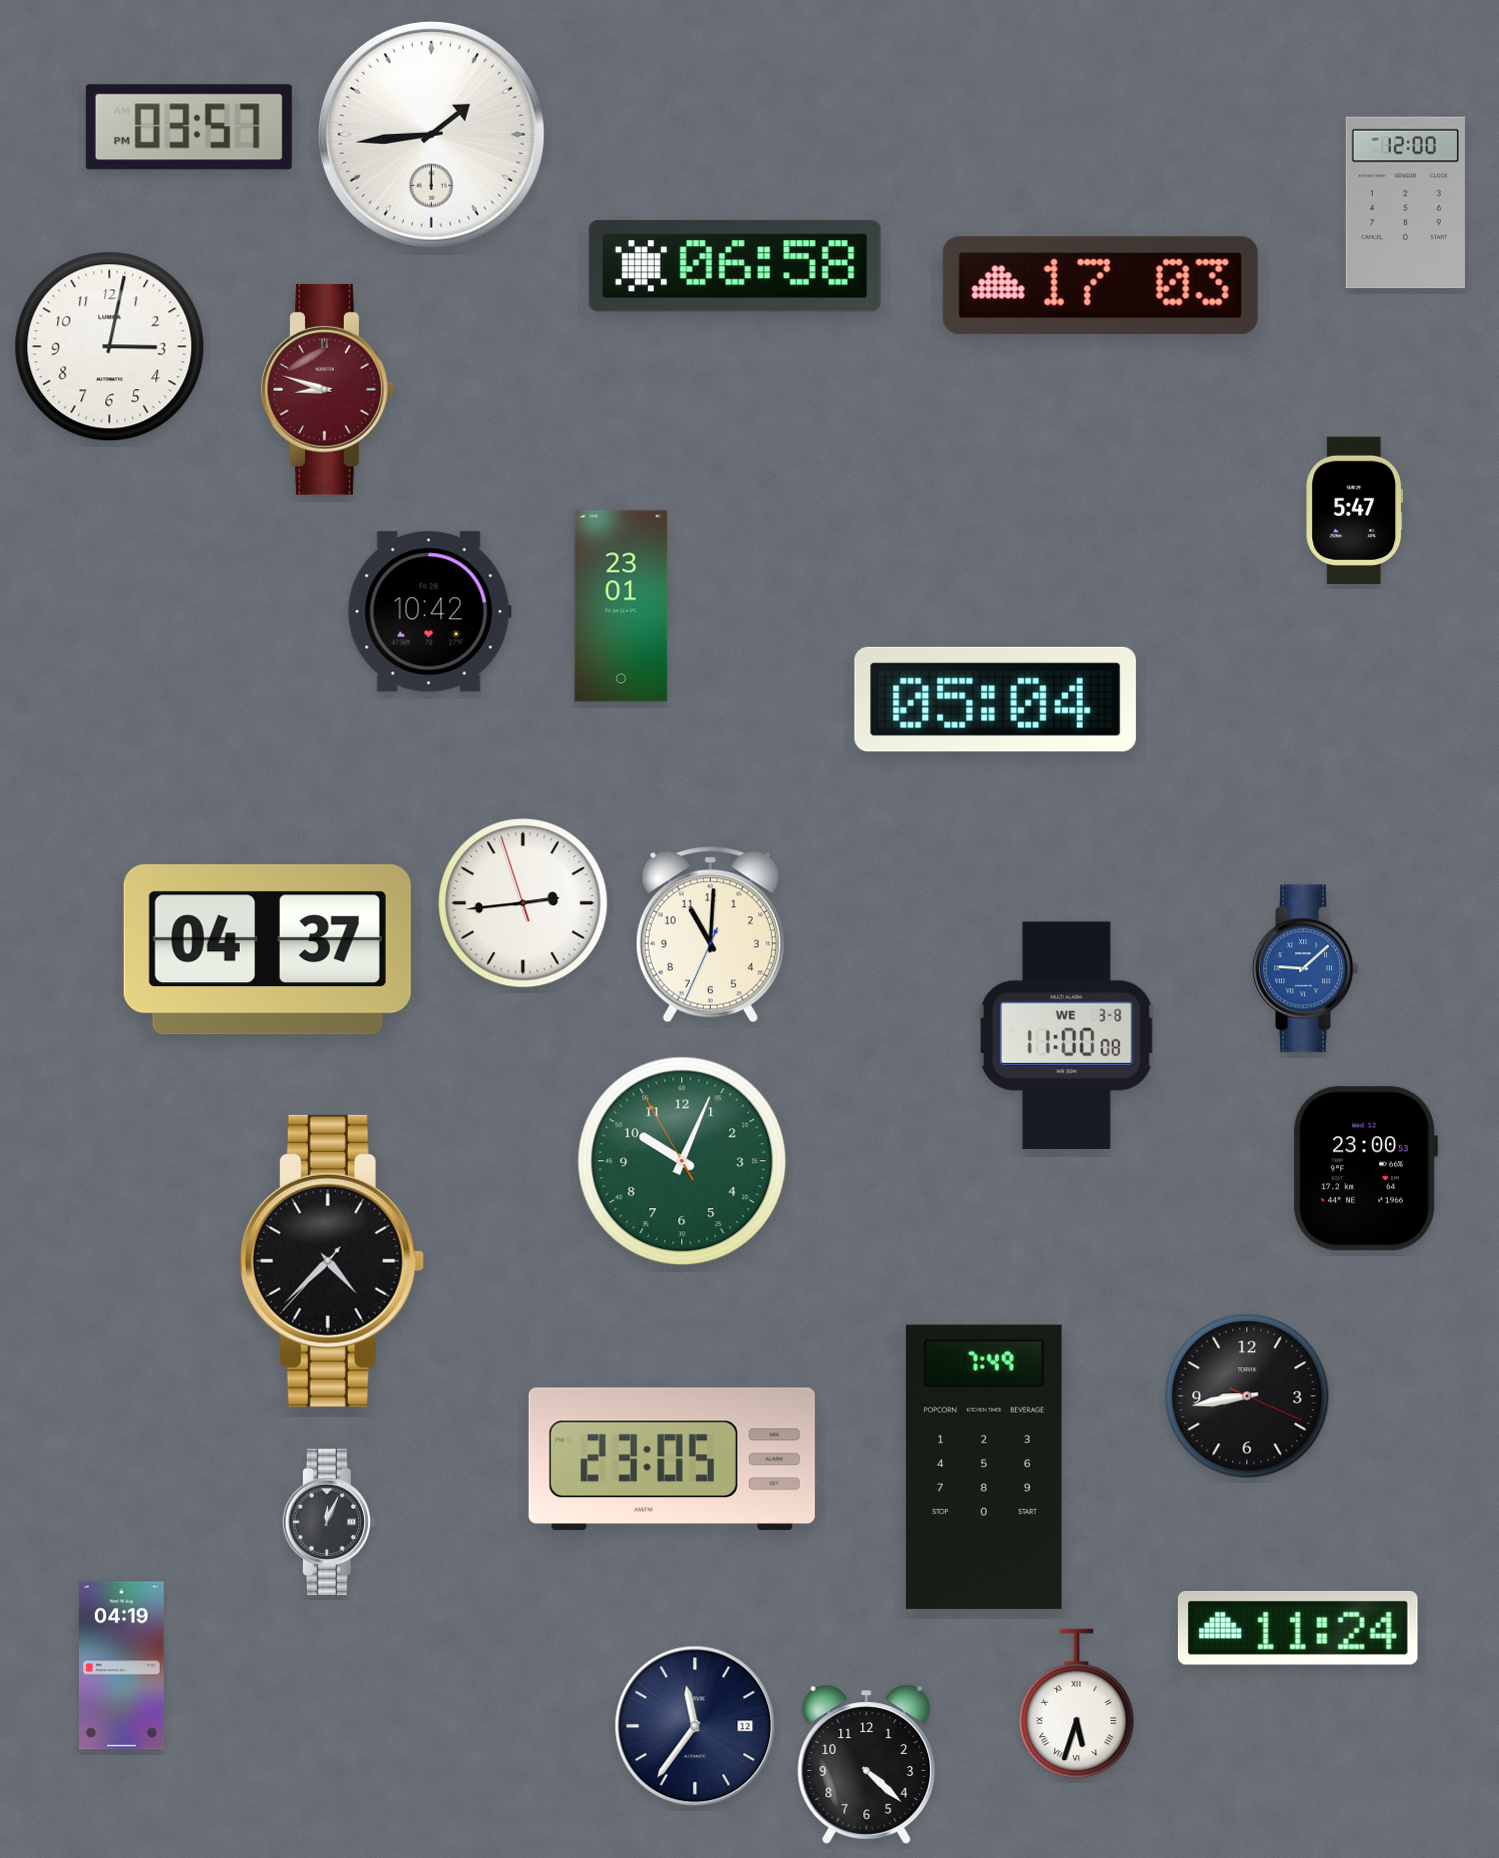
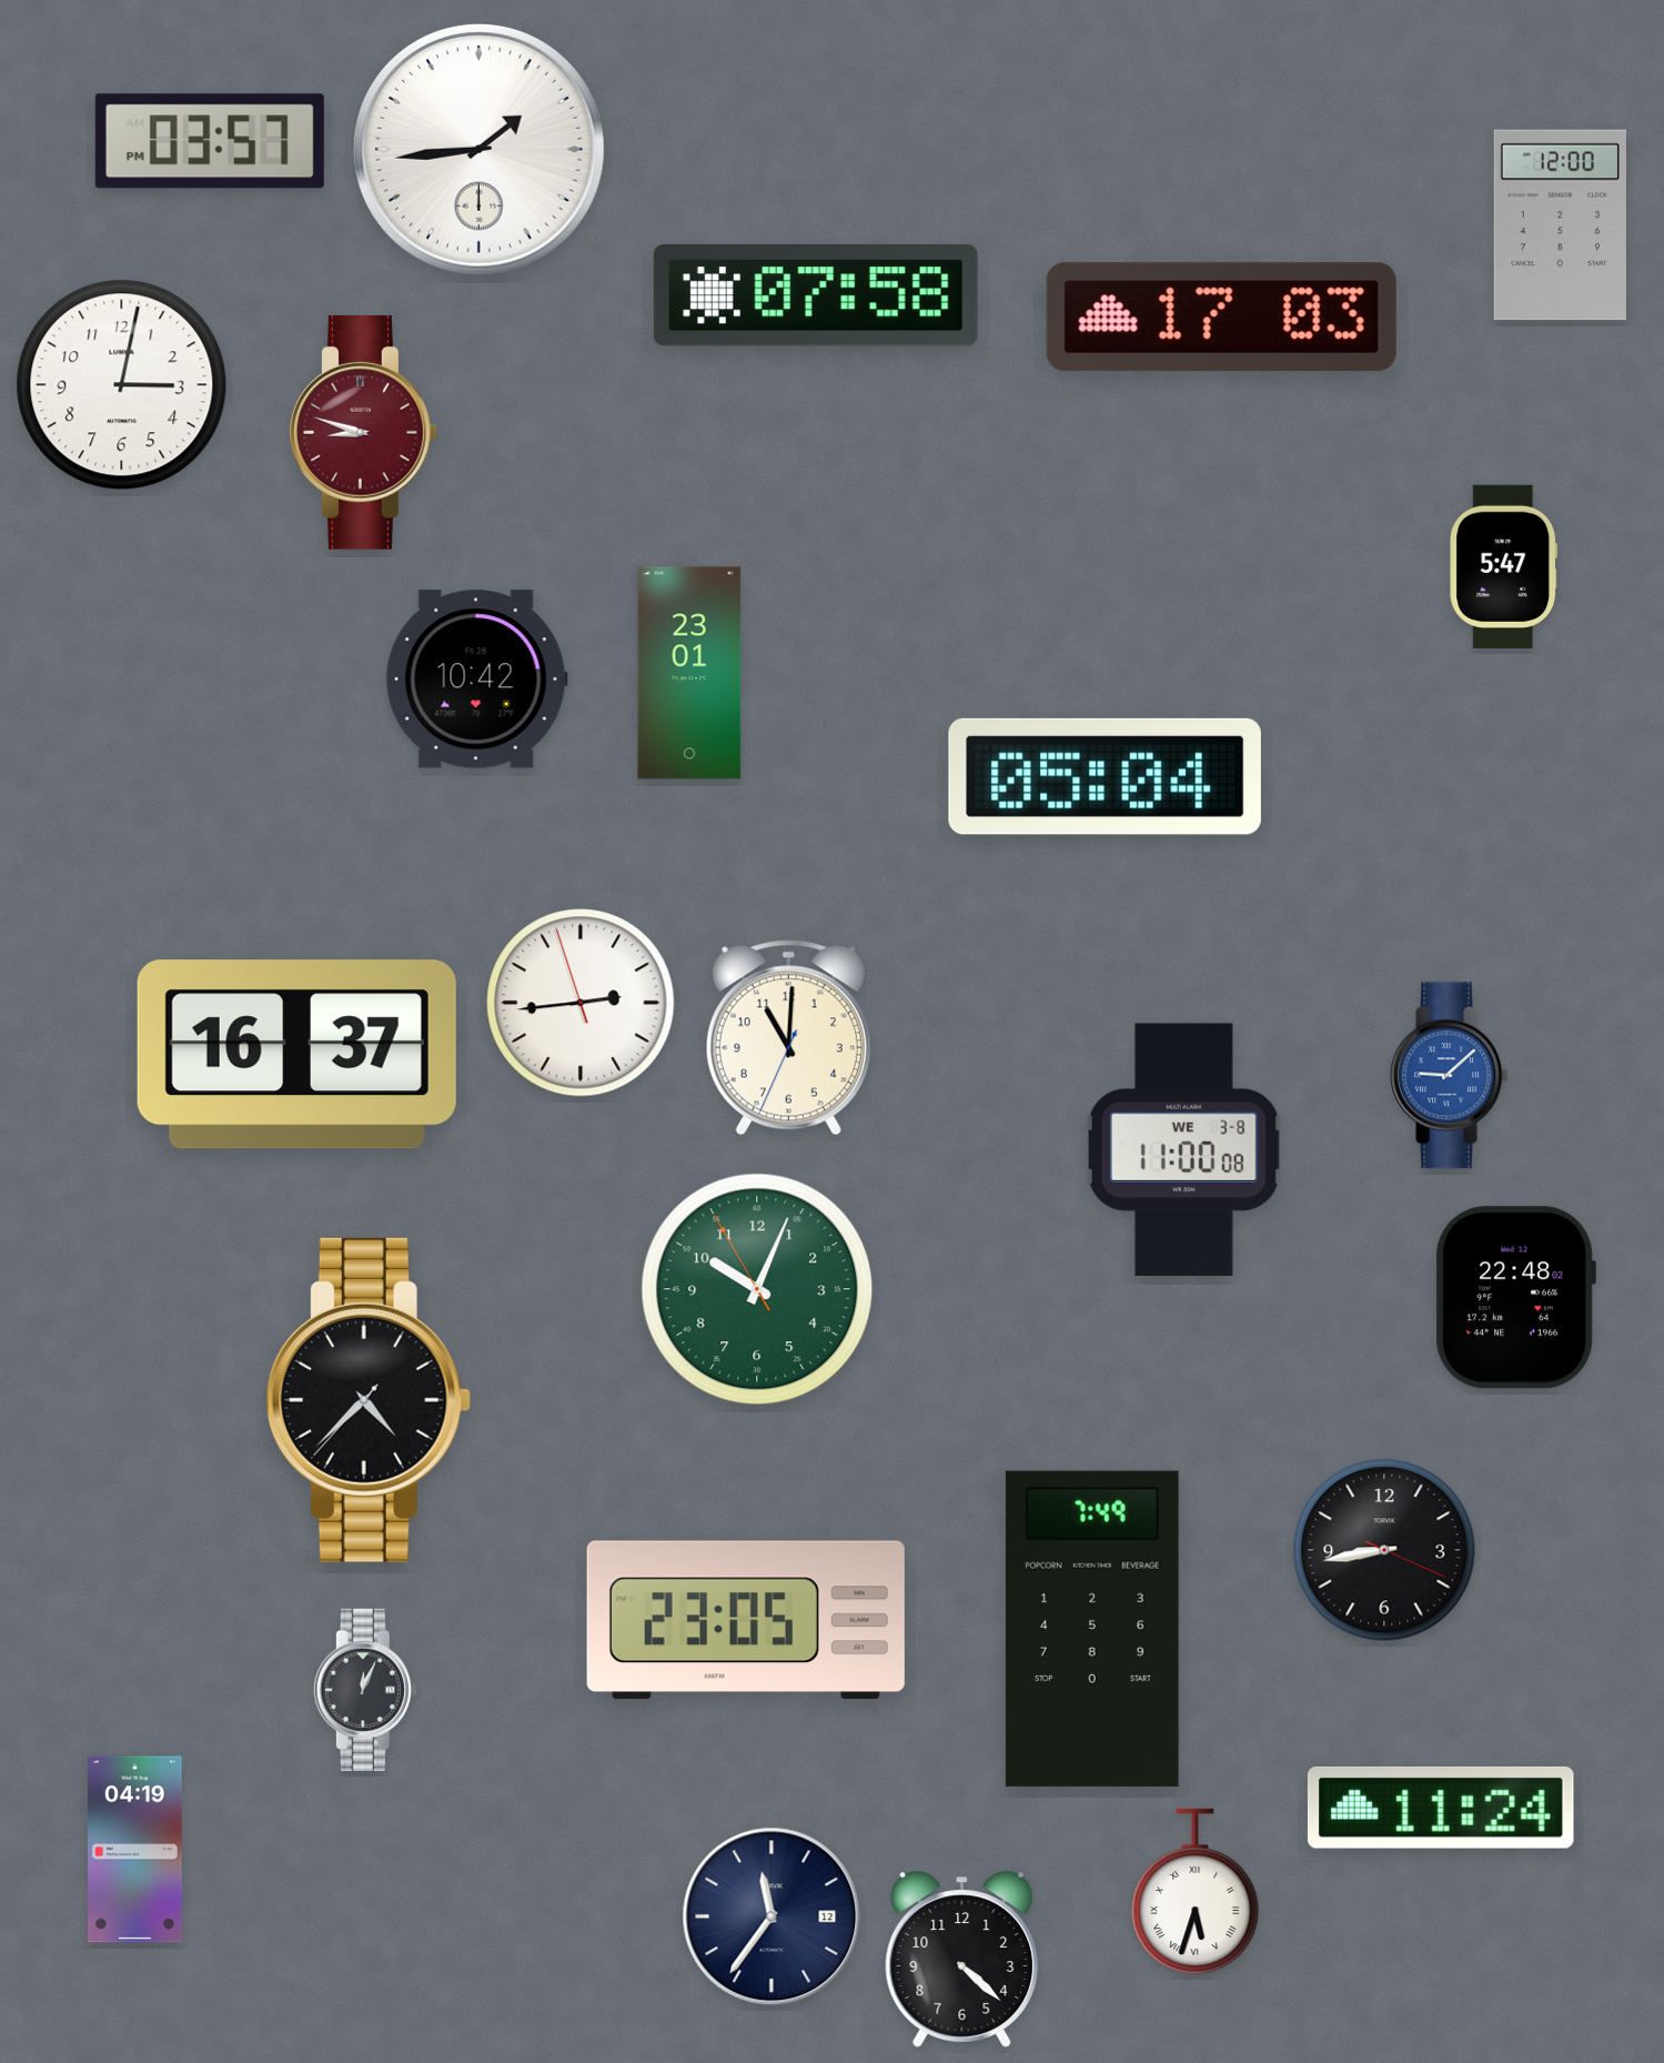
clock at (735, 266): 06:58 -> 07:58
clock at (267, 950): 04:37 -> 16:37
clock at (1365, 1169): 23:00 -> 22:48
